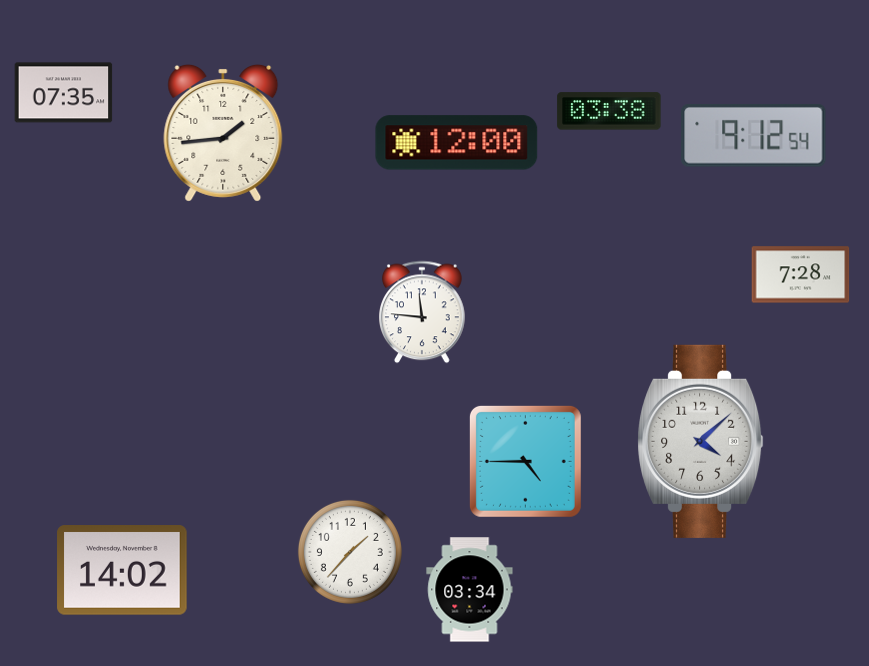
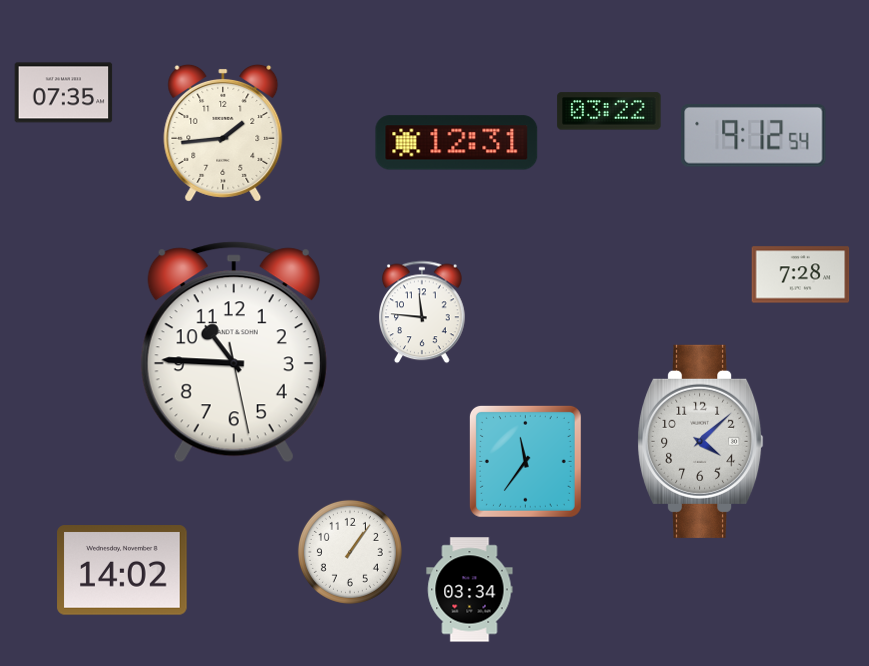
clock at (609, 111): 03:38 -> 03:22
clock at (457, 143): 12:00 -> 12:31
clock at (234, 352): none -> 10:45
clock at (525, 461): 4:45 -> 11:36
clock at (350, 552): 1:37 -> 1:06
